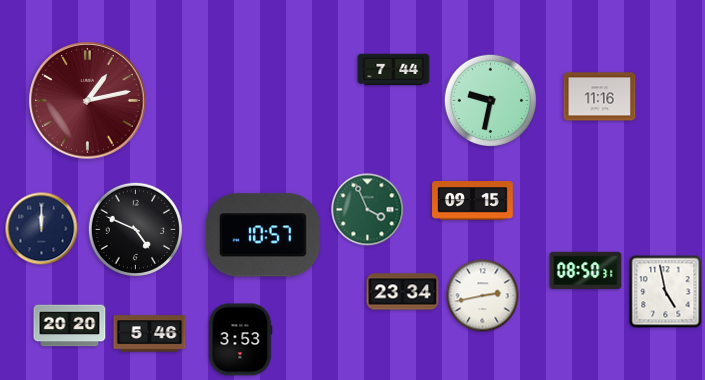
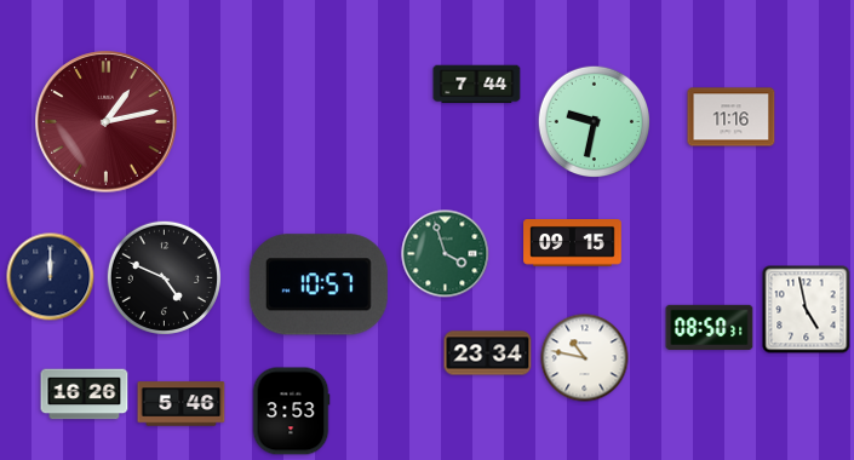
clock at (600, 97) position: (600, 97) -> (732, 117)
clock at (368, 210): 3:56 -> 3:57
clock at (666, 292) position: (666, 292) -> (807, 310)
clock at (483, 296): 2:43 -> 10:47
clock at (70, 326): 20:20 -> 16:26
